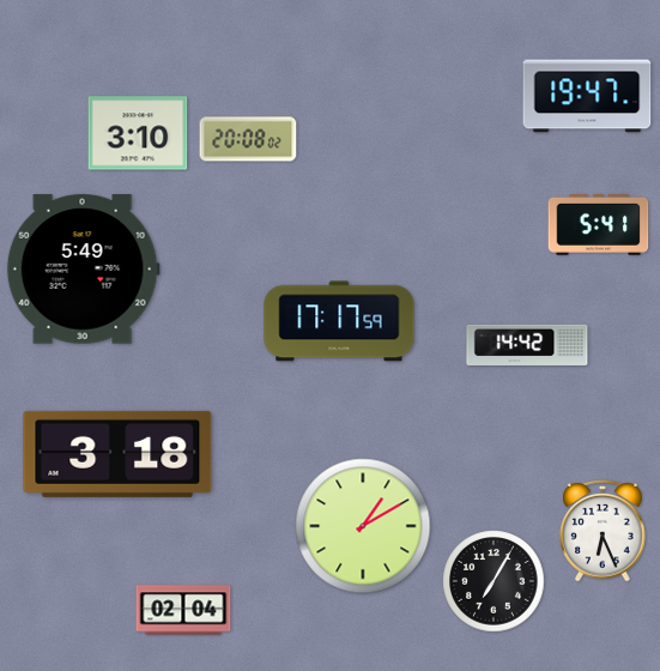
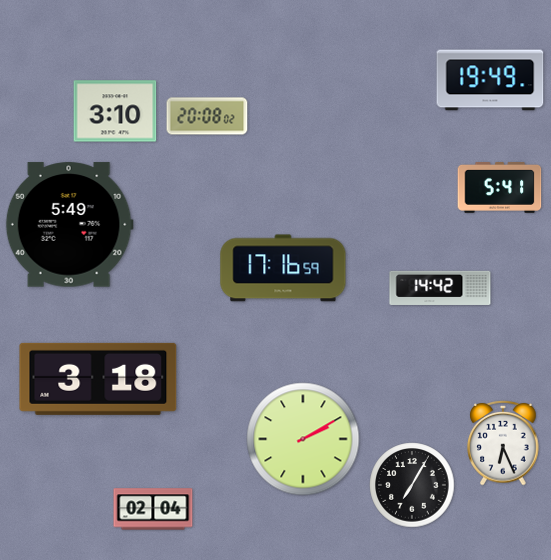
clock at (587, 96): 19:47 -> 19:49
clock at (339, 321): 17:17 -> 17:16
clock at (363, 526): 1:10 -> 2:10
